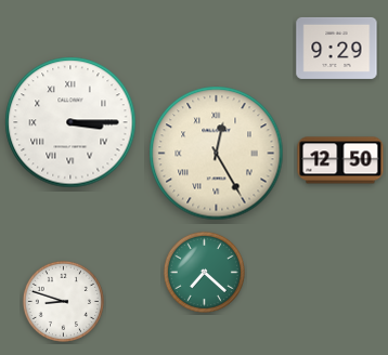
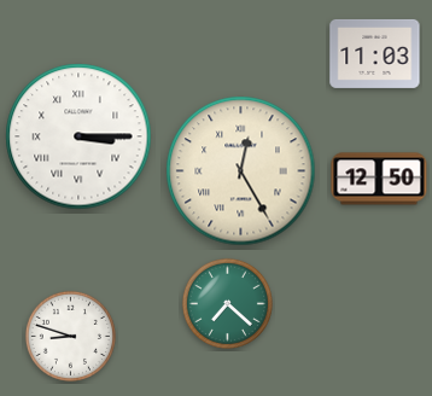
clock at (337, 48): 9:29 -> 11:03
